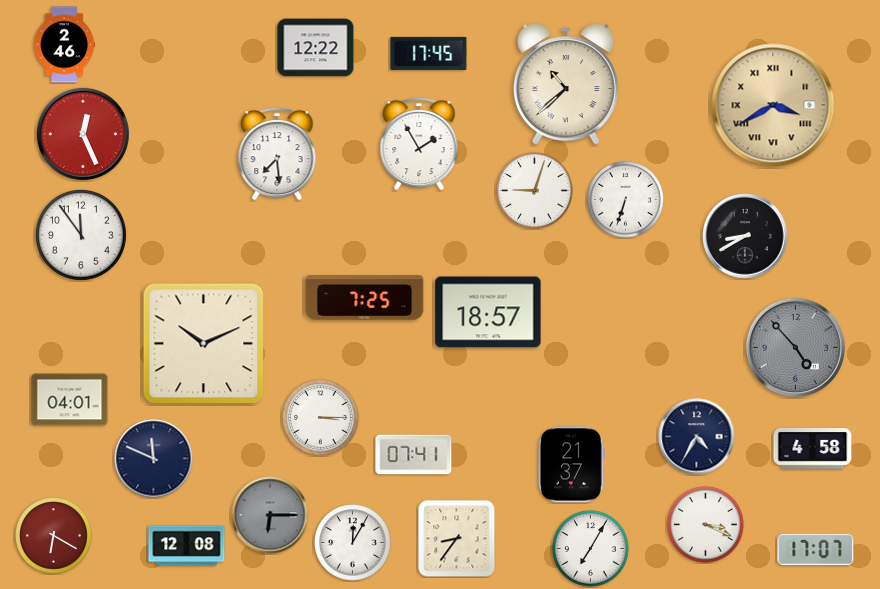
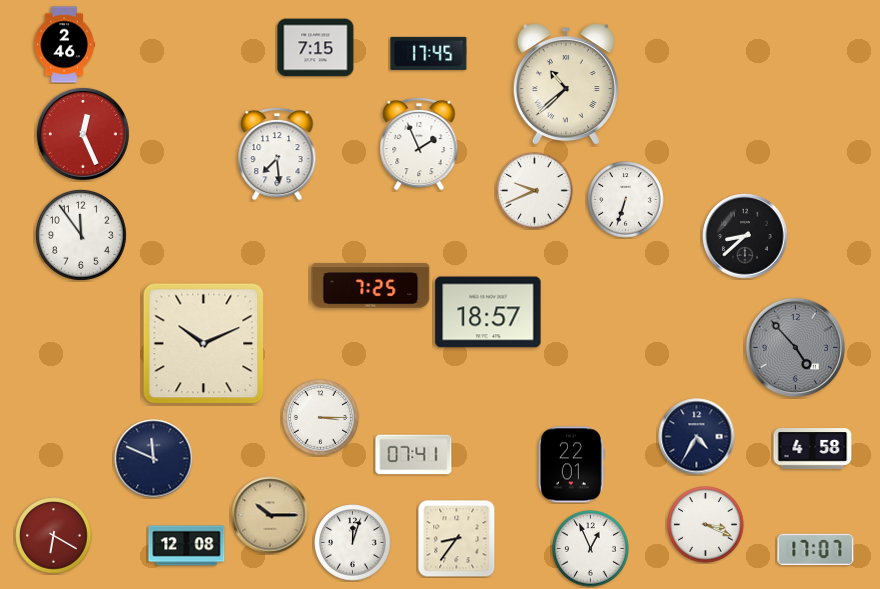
clock at (316, 48): 12:22 -> 7:15
clock at (773, 105): 3:40 -> none
clock at (419, 144): 1:55 -> 1:56
clock at (535, 191): 9:03 -> 9:41
clock at (745, 236): 8:40 -> 8:38
clock at (365, 298) position: (365, 298) -> (371, 286)
clock at (70, 400): 04:01 -> none
clock at (571, 465): 21:37 -> 22:01
clock at (270, 515): 6:15 -> 10:15
clock at (270, 515) dial: grey -> champagne
clock at (353, 543): 12:05 -> 12:03
clock at (591, 549): 7:05 -> 12:56
